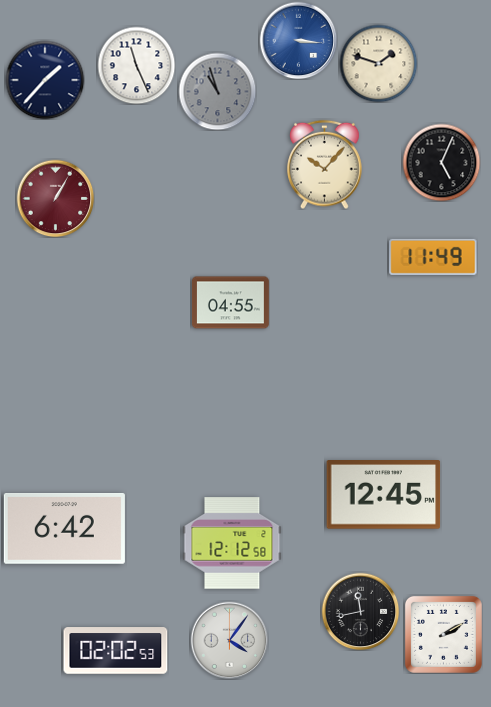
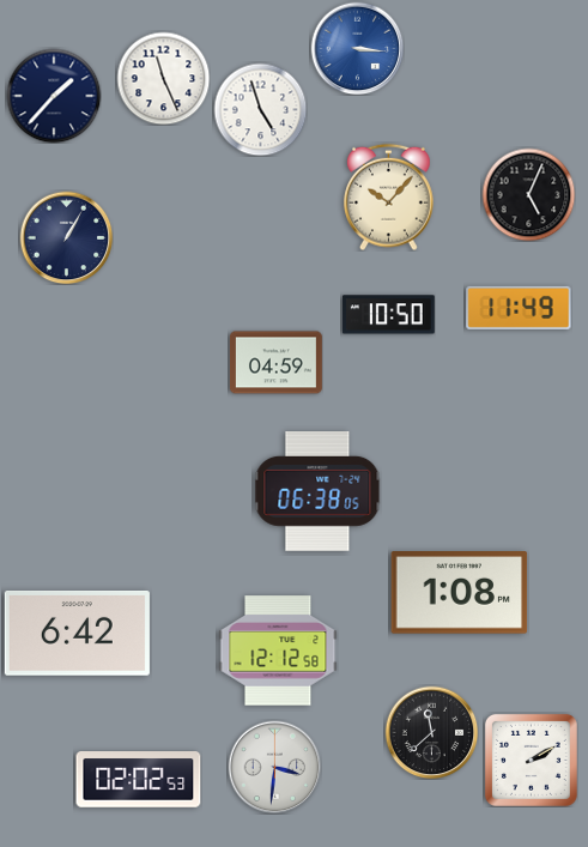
clock at (378, 63): 1:48 -> none
clock at (217, 91): 10:57 -> 4:57
clock at (217, 91) dial: grey -> white
clock at (55, 198) dial: burgundy -> navy
clock at (388, 315): none -> 10:50
clock at (230, 303): 04:55 -> 04:59
clock at (317, 492): none -> 06:38
clock at (384, 495): 12:45 -> 1:08
clock at (360, 611): 11:43 -> 11:38
clock at (229, 640): 4:06 -> 3:31
